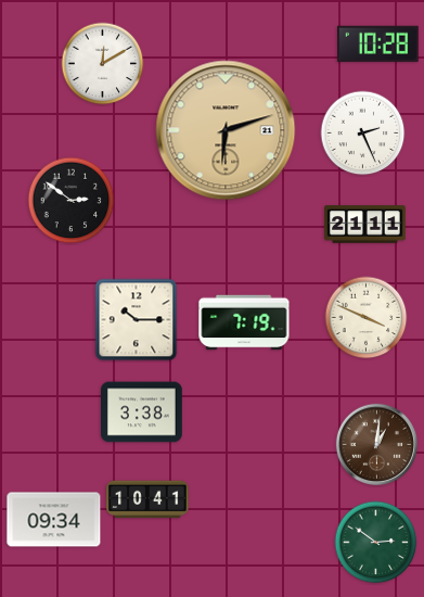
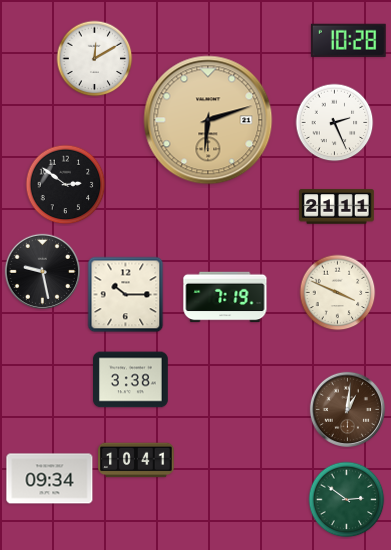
clock at (42, 271): none -> 9:28
